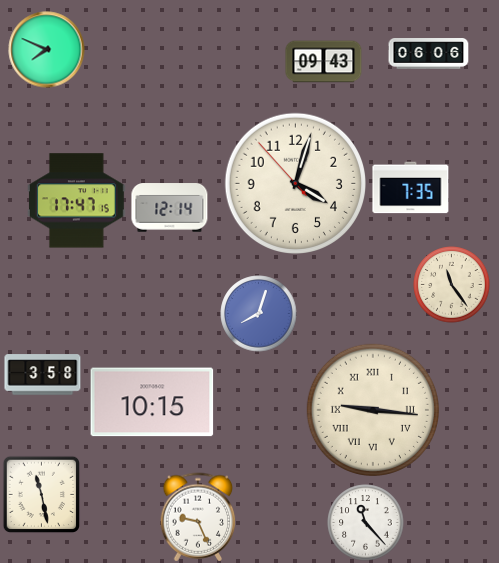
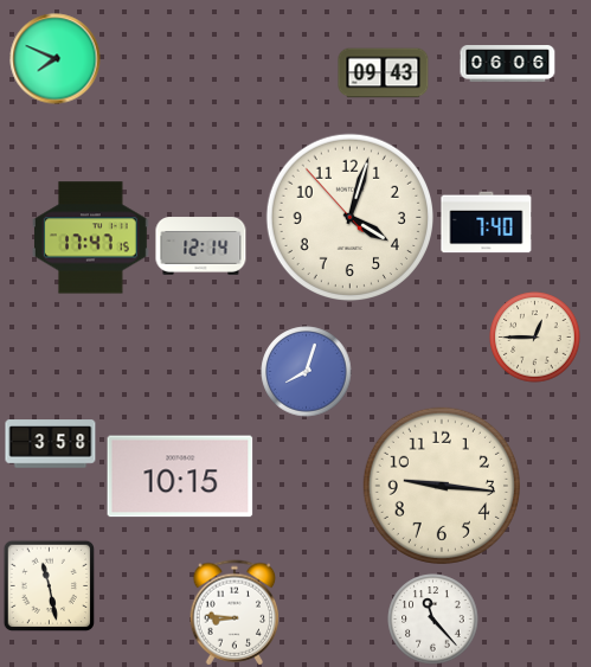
clock at (411, 188): 7:35 -> 7:40
clock at (452, 285): 11:24 -> 12:45
clock at (373, 410) numerals: Roman -> Arabic
clock at (198, 517): 9:26 -> 8:46
